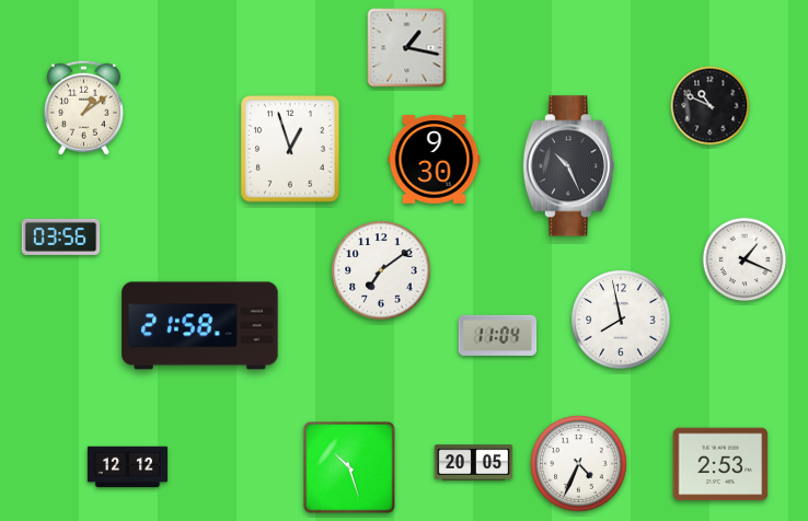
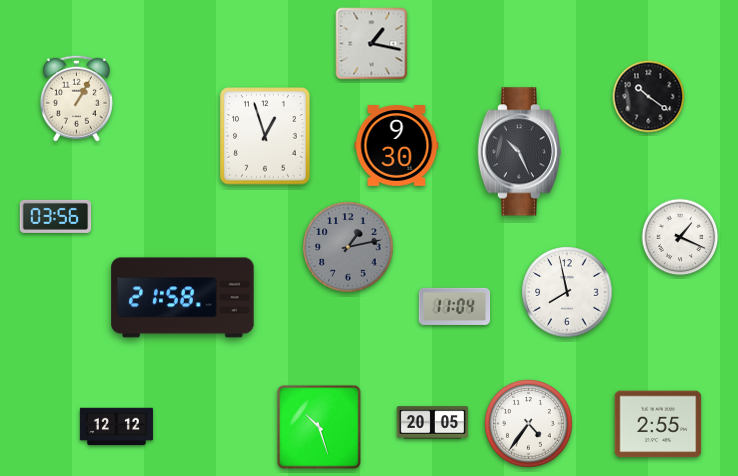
clock at (711, 106): 10:49 -> 10:21
clock at (83, 107): 1:09 -> 1:05
clock at (381, 270): 7:09 -> 1:13
clock at (381, 270) dial: white -> grey
clock at (579, 464): 4:34 -> 4:36
clock at (720, 464): 2:53 -> 2:55
